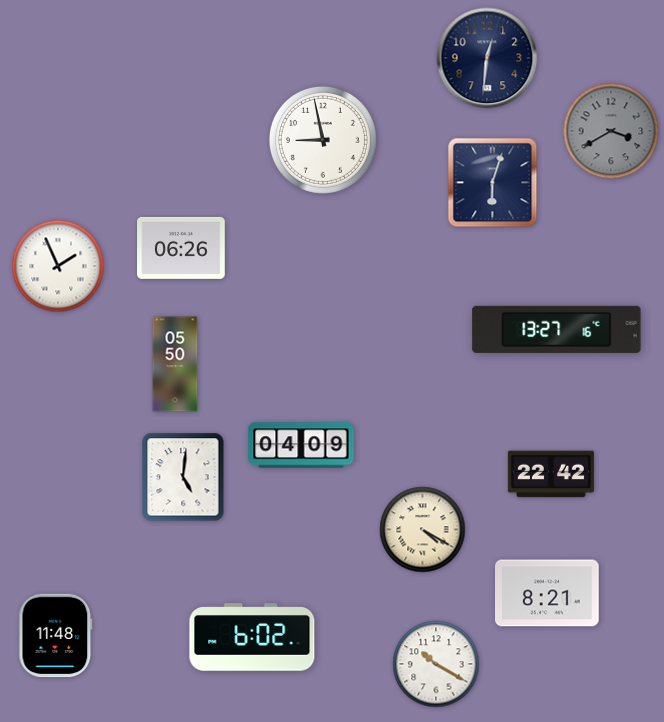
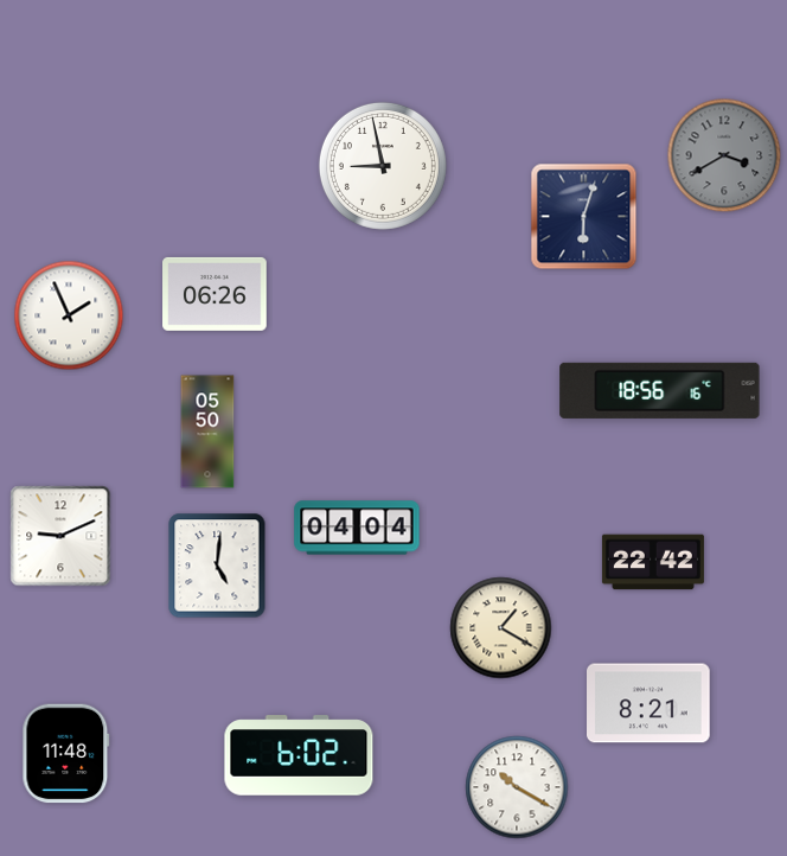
clock at (487, 58): 12:31 -> none
clock at (557, 329): 13:27 -> 18:56
clock at (301, 445): 04:09 -> 04:04
clock at (60, 536): none -> 9:11
clock at (423, 530): 4:20 -> 1:20
